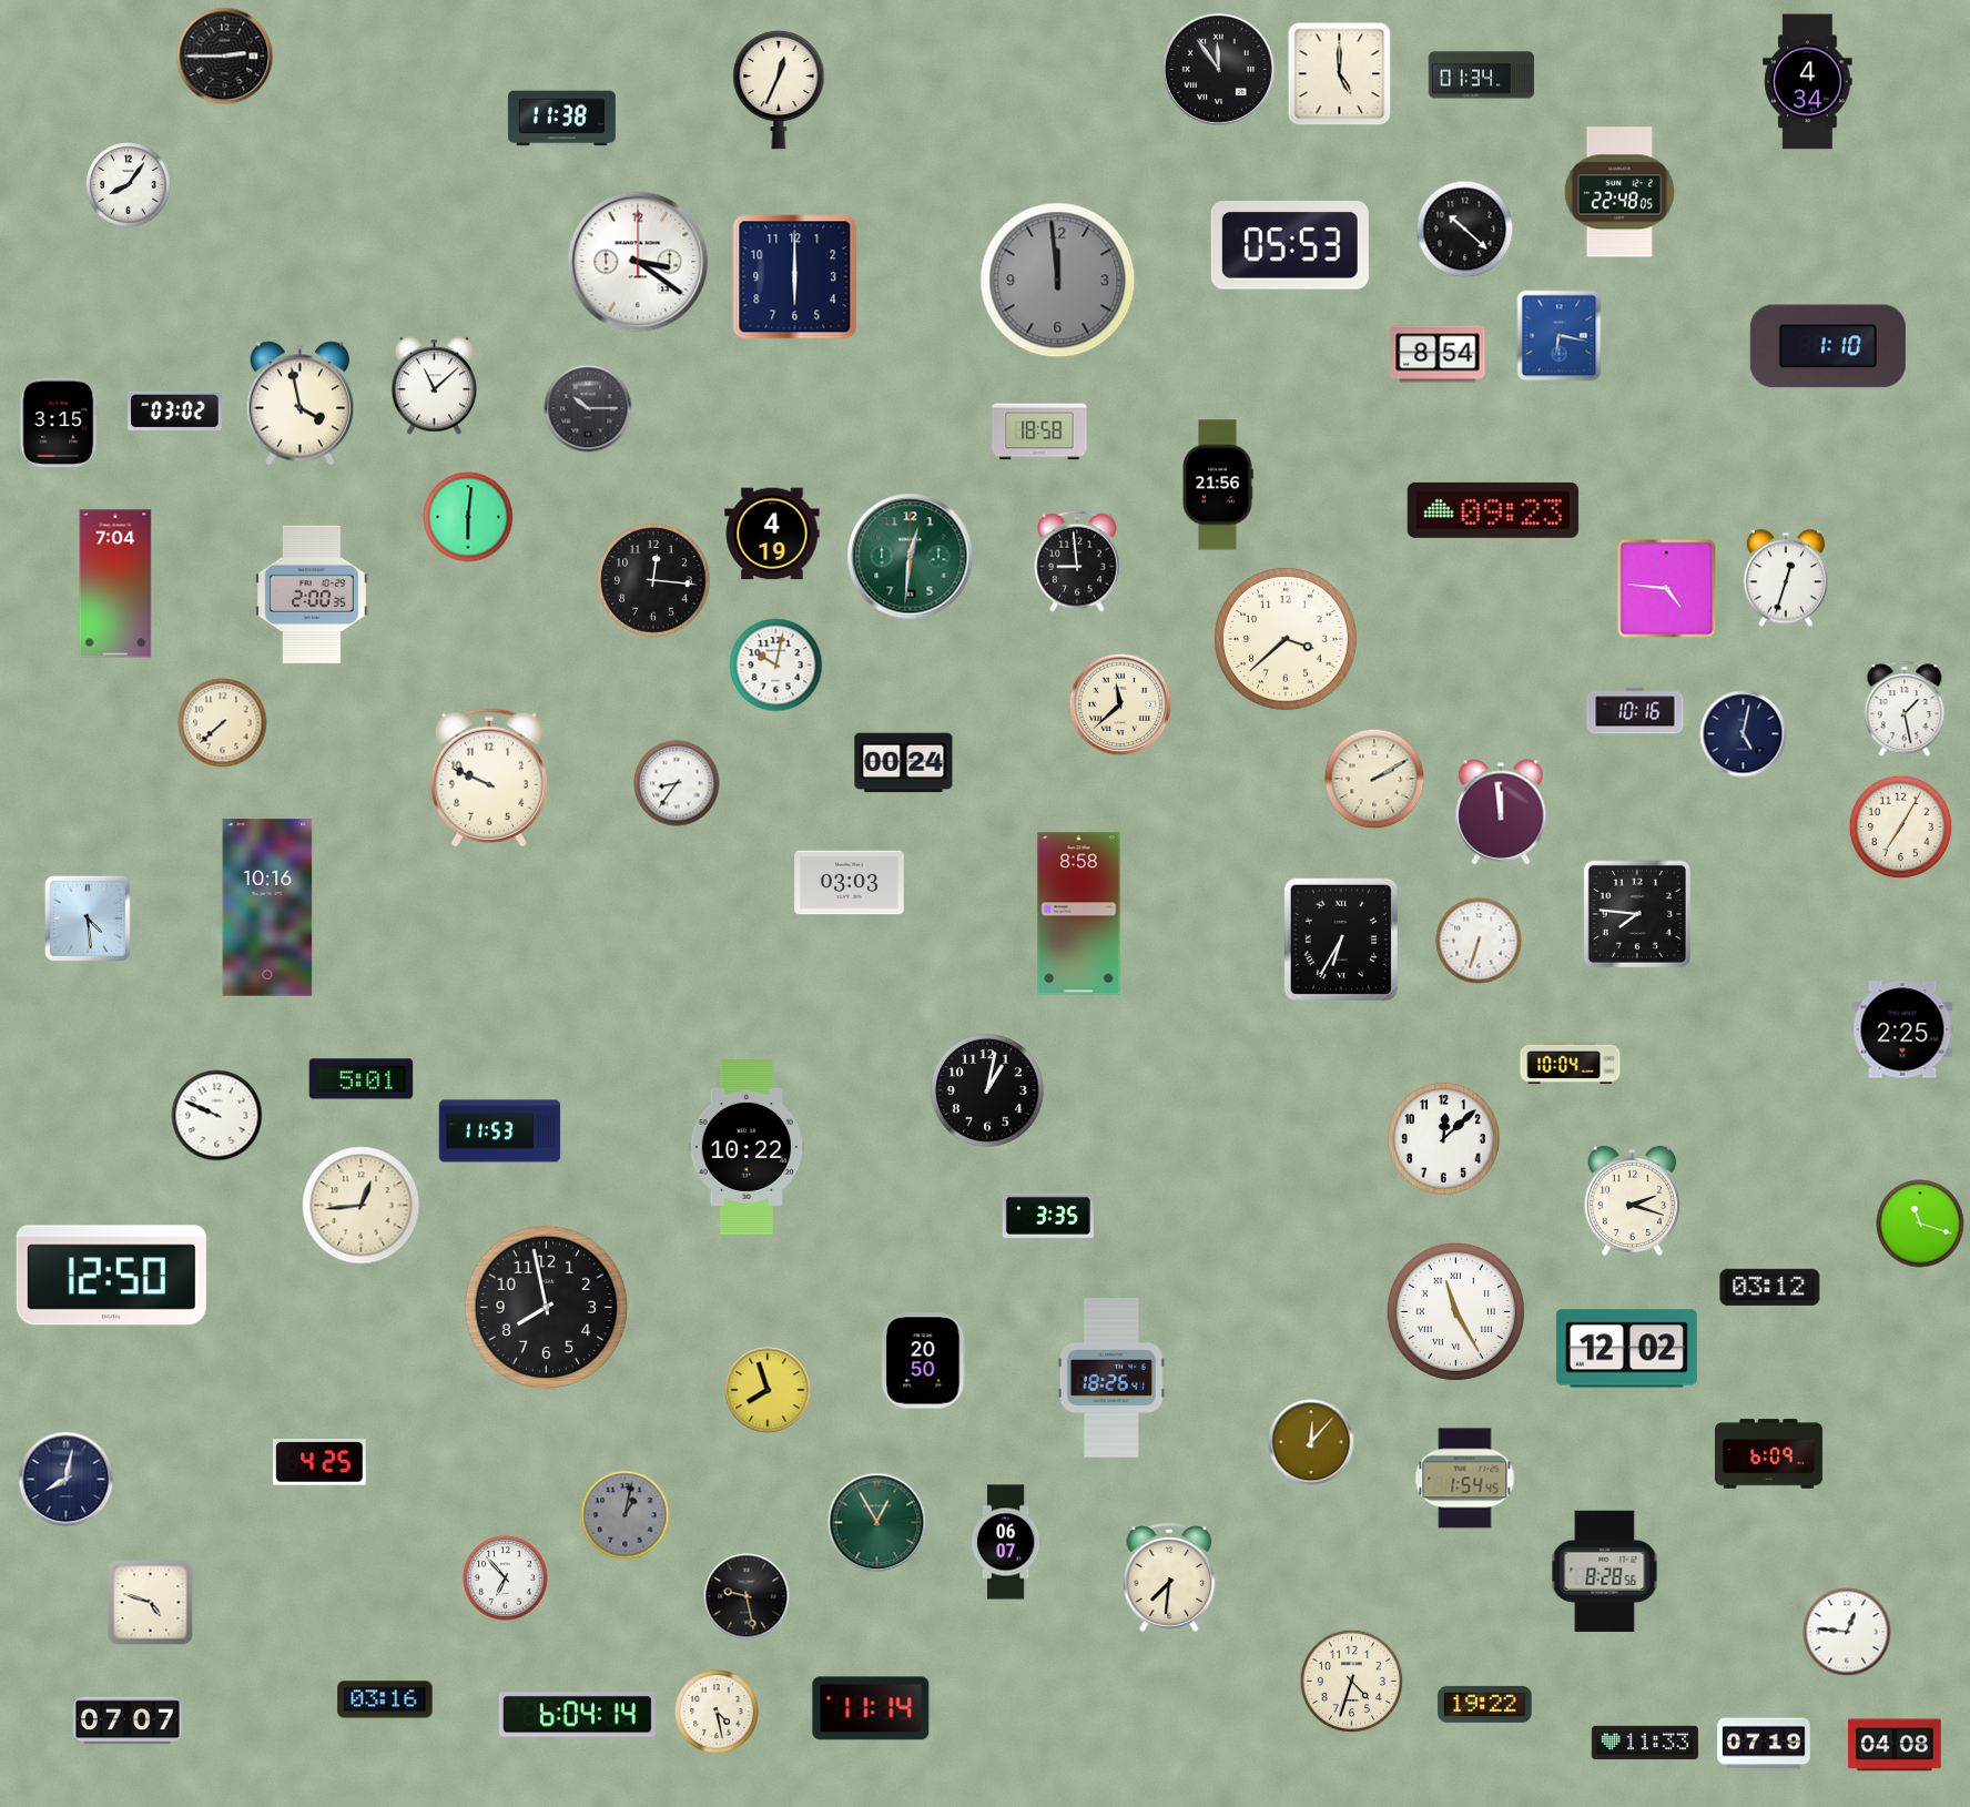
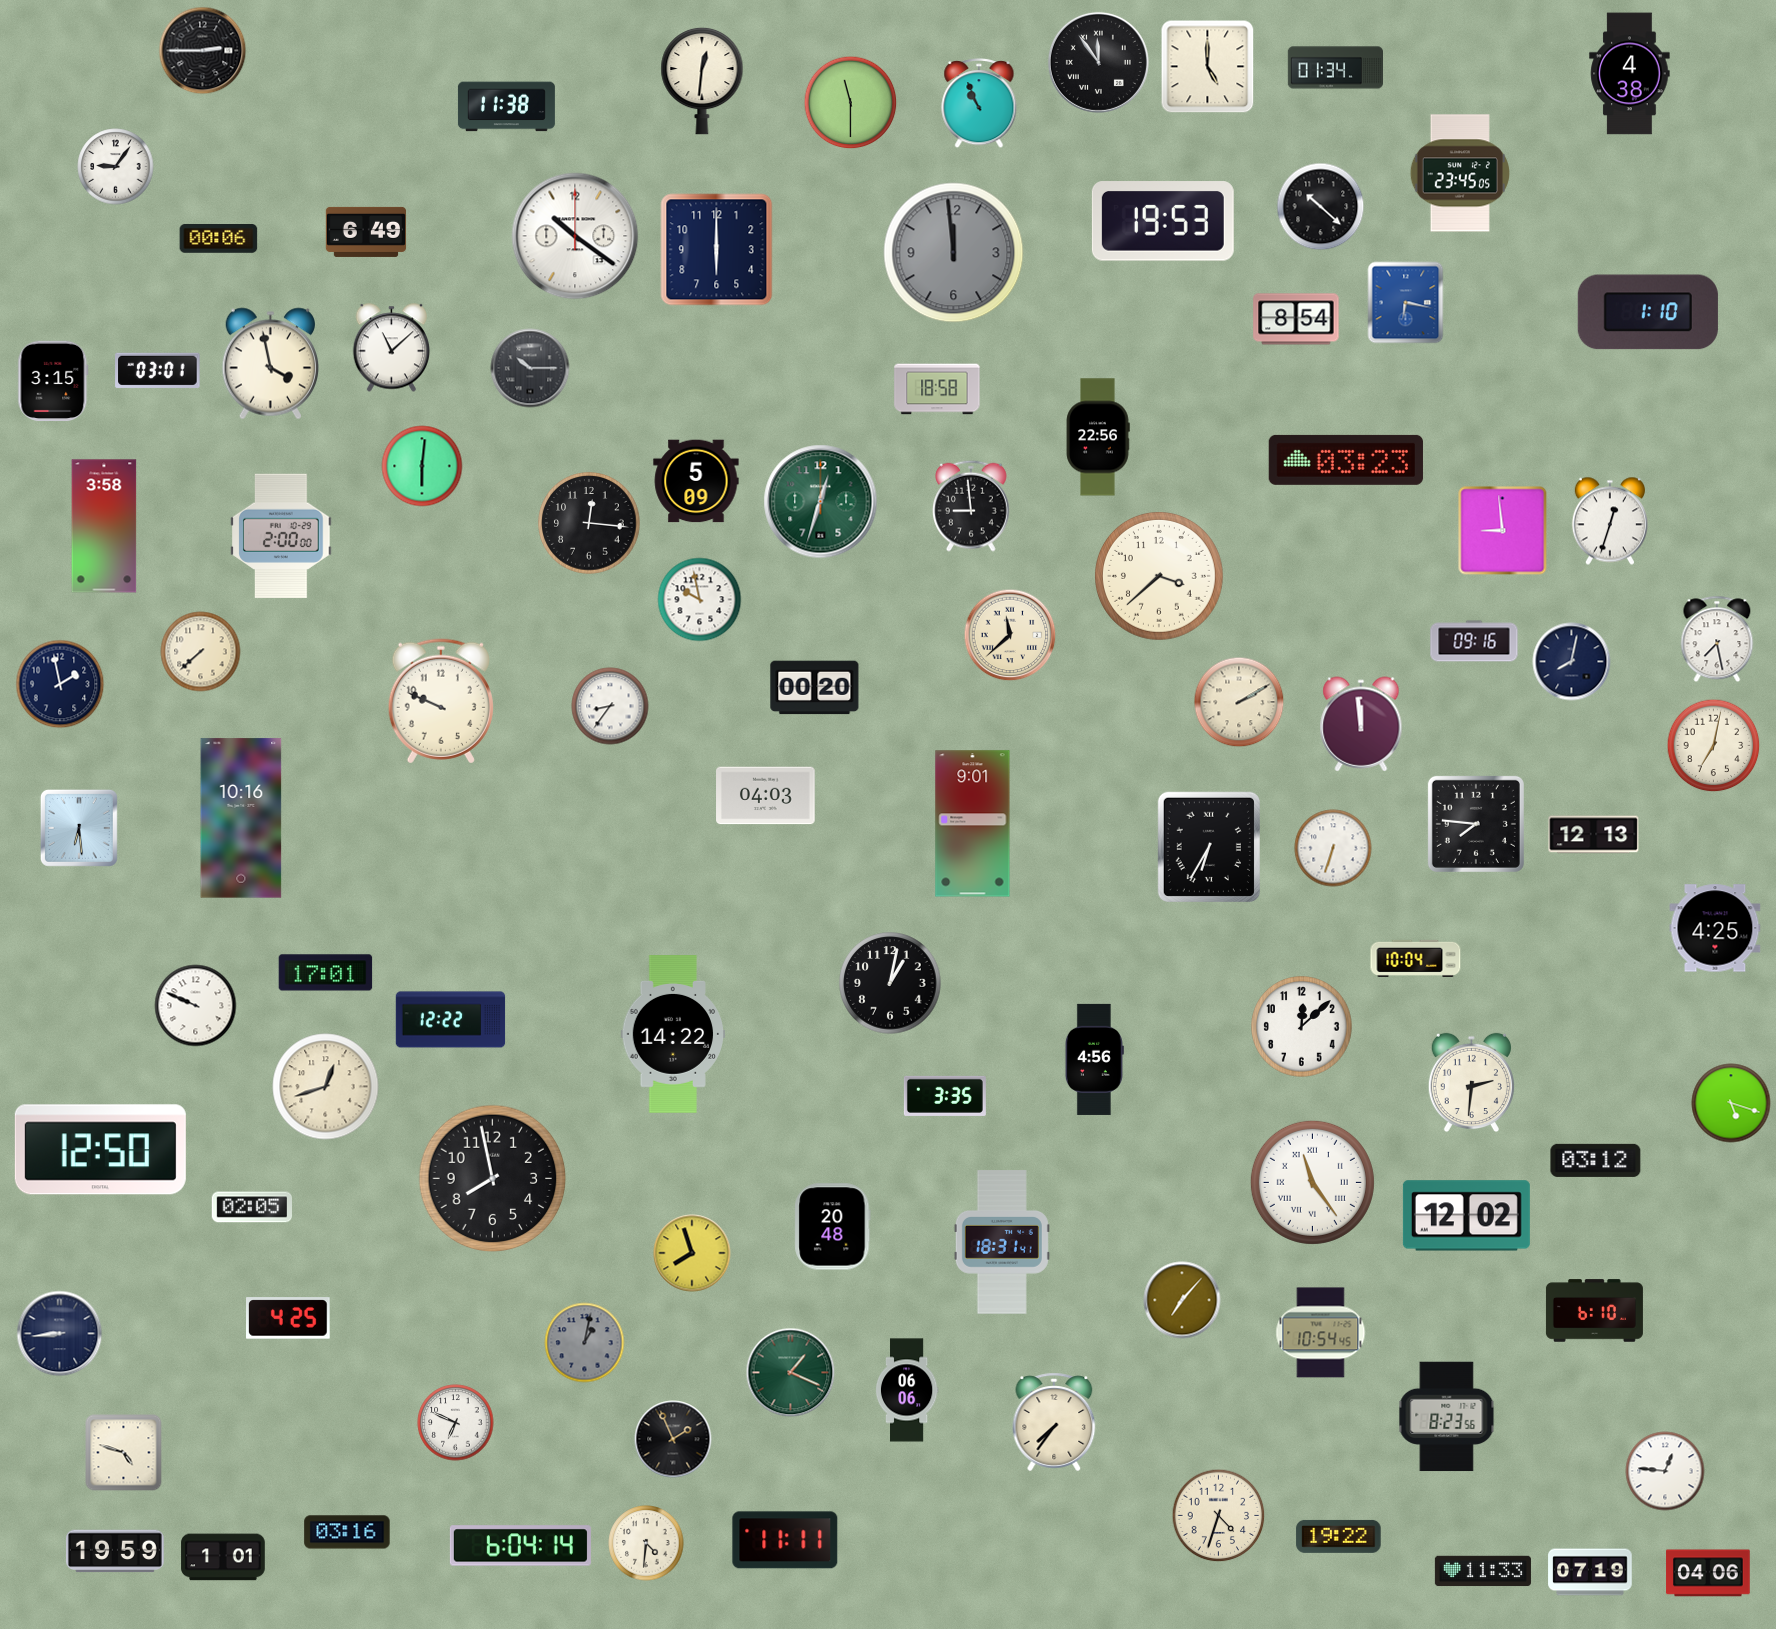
clock at (1808, 82): 4:34 -> 4:38
clock at (779, 90): 12:34 -> 12:31
clock at (851, 103): none -> 11:30
clock at (979, 104): none -> 10:56
clock at (129, 185): 8:06 -> 9:06
clock at (1618, 192): 22:48 -> 23:45
clock at (1290, 245): 05:53 -> 19:53
clock at (366, 232): none -> 6:49
clock at (638, 262): 3:21 -> 10:21
clock at (219, 239): none -> 00:06
clock at (175, 410): 03:02 -> 03:01
clock at (1218, 485): 21:56 -> 22:56
clock at (1493, 510): 09:23 -> 03:23
clock at (772, 534): 4:19 -> 5:09
clock at (911, 557): 12:31 -> 12:33
clock at (115, 583): 7:04 -> 3:58
clock at (1667, 589): 4:46 -> 8:59
clock at (312, 593): 2:00:35 -> 2:00:00
clock at (776, 666): 10:02 -> 9:58
clock at (1905, 709): 1:28 -> 7:28
clock at (1635, 711): 10:16 -> 09:16
clock at (1744, 734): 5:02 -> 8:02
clock at (60, 684): none -> 1:58
clock at (904, 763): 00:24 -> 00:20
clock at (1501, 812) position: (1501, 812) -> (1361, 724)
clock at (1901, 828): 7:05 -> 7:02
clock at (850, 883): 03:03 -> 04:03
clock at (1079, 914): 8:58 -> 9:01
clock at (88, 918): 4:29 -> 6:29
clock at (1594, 835): none -> 12:13
clock at (1902, 1029): 2:25 -> 4:25
clock at (362, 1079): 5:01 -> 17:01
clock at (500, 1131): 11:53 -> 12:22
clock at (747, 1148): 10:22 -> 14:22
clock at (1094, 1059): none -> 4:56
clock at (1632, 1201): 2:18 -> 2:31
clock at (362, 1206): 12:44 -> 12:42
clock at (1920, 1224): 11:18 -> 5:18
clock at (1455, 1311): 11:25 -> 11:24
clock at (251, 1207): none -> 02:05
clock at (924, 1361): 20:50 -> 20:48
clock at (1111, 1378): 18:26 -> 18:31
clock at (1311, 1442): 12:07 -> 7:07
clock at (1768, 1454): 6:09 -> 6:10
clock at (1465, 1479): 1:54 -> 10:54
clock at (67, 1480): 8:02 -> 8:44
clock at (626, 1515) position: (626, 1515) -> (585, 1343)
clock at (877, 1523): 12:55 -> 1:19
clock at (1006, 1542): 06:07 -> 06:06
clock at (1605, 1572): 8:28 -> 8:23
clock at (1169, 1577): 7:31 -> 7:36
clock at (506, 1578): 6:53 -> 6:49
clock at (747, 1596): 9:28 -> 1:56
clock at (151, 1603) position: (151, 1603) -> (124, 1453)
clock at (871, 1708): 11:14 -> 11:11
clock at (717, 1712): 4:28 -> 4:31
clock at (128, 1720): 07:07 -> 19:59
clock at (223, 1557): none -> 1:01
clock at (1895, 1745): 04:08 -> 04:06
